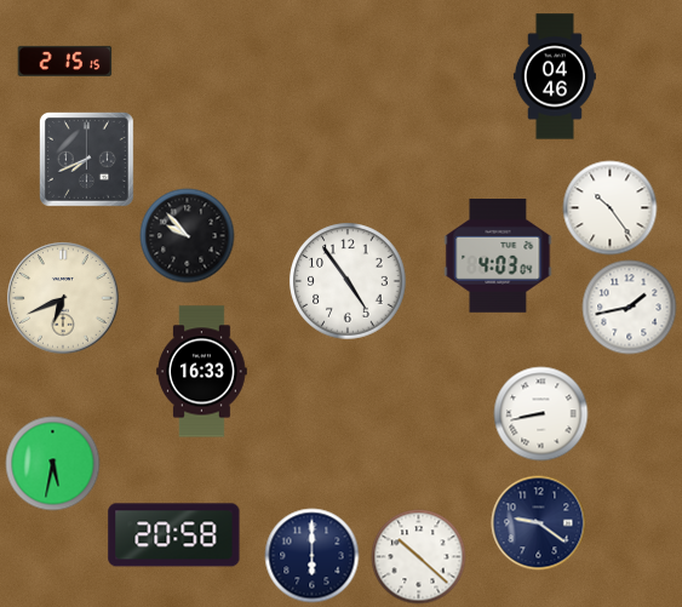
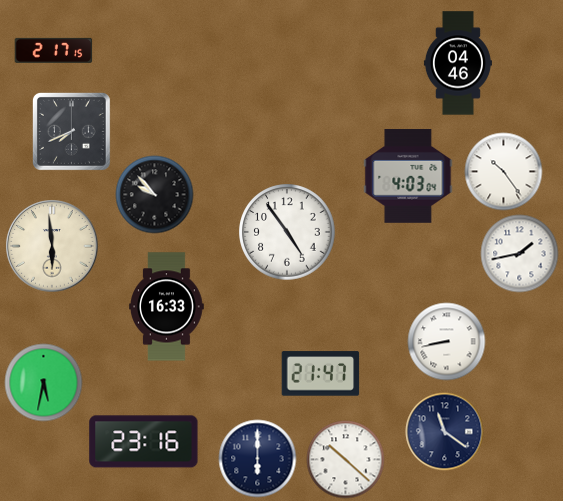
clock at (64, 61): 2:15 -> 2:17
clock at (498, 257) position: (498, 257) -> (408, 177)
clock at (63, 298): 6:41 -> 5:59
clock at (320, 374): none -> 21:47
clock at (538, 522): 9:21 -> 11:21
clock at (174, 536): 20:58 -> 23:16
